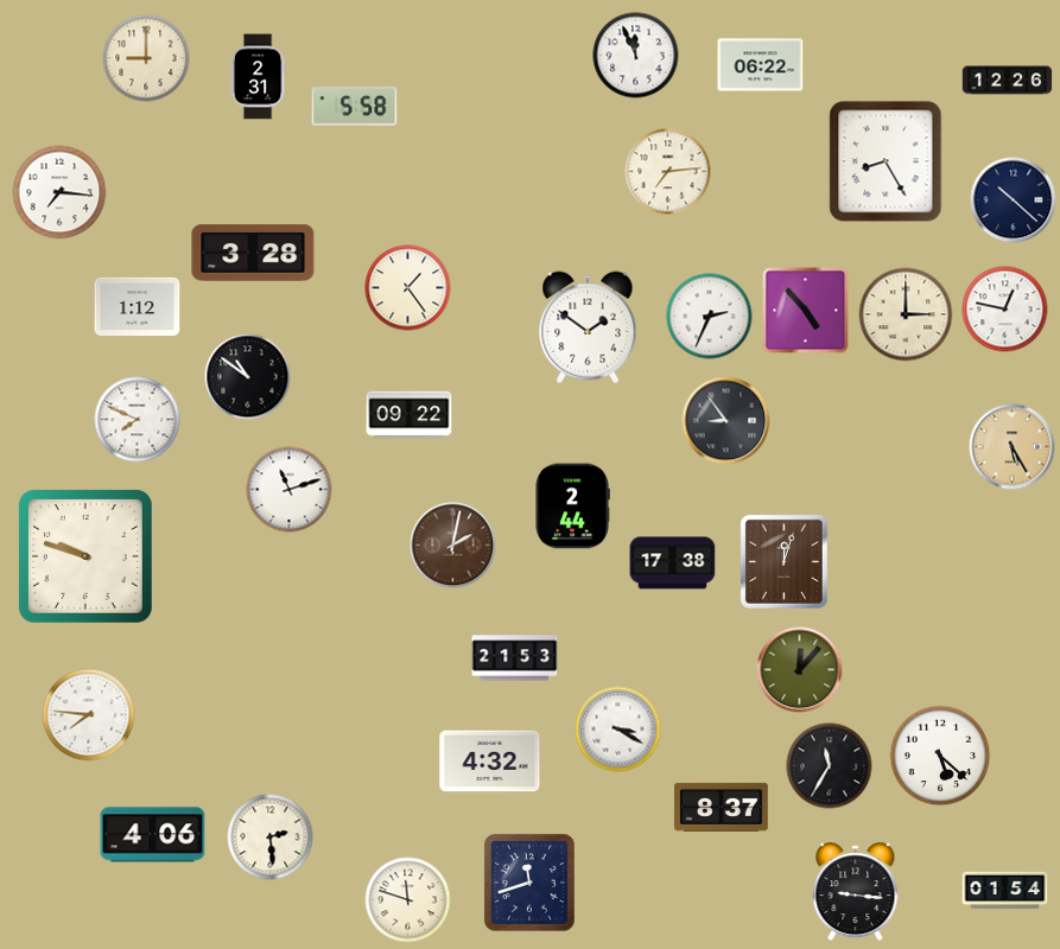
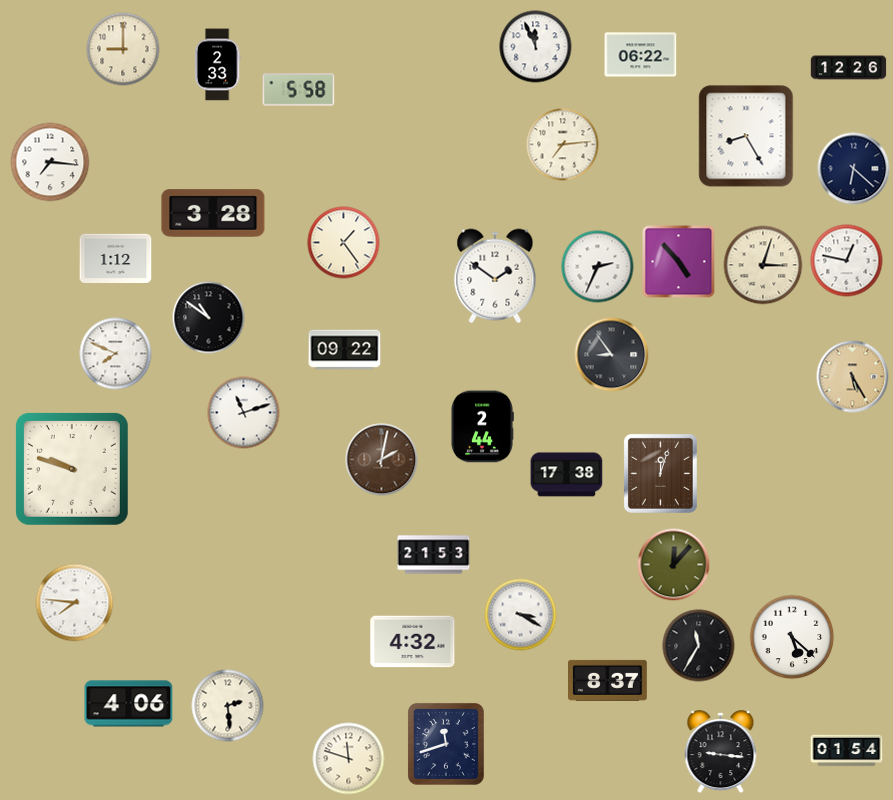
clock at (258, 77): 2:31 -> 2:33
clock at (1014, 200): 10:22 -> 6:22
clock at (906, 314): 3:00 -> 3:03
clock at (408, 900) position: (408, 900) -> (349, 759)
